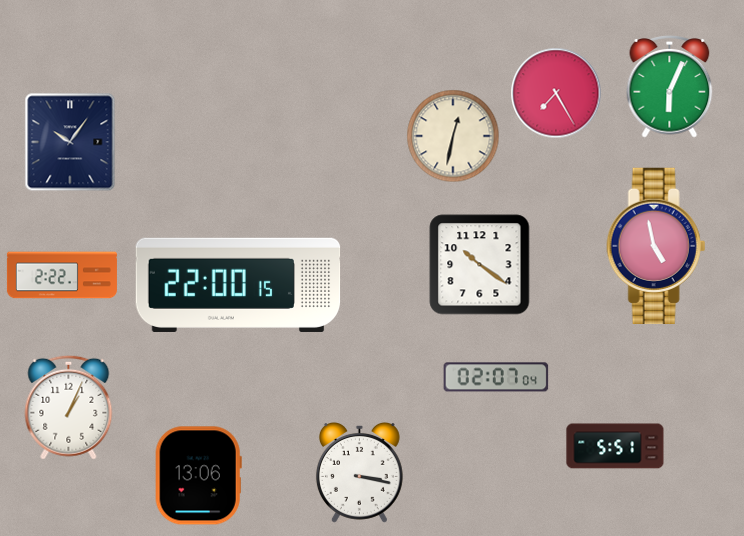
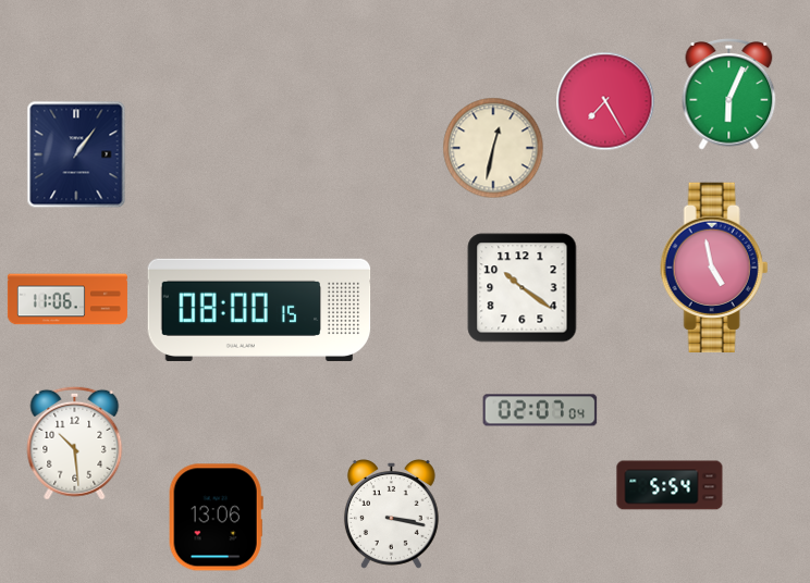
clock at (70, 142): 10:06 -> 1:06
clock at (62, 275): 2:22 -> 11:06
clock at (238, 285): 22:00 -> 08:00
clock at (69, 407): 1:04 -> 10:29
clock at (615, 446): 5:51 -> 5:54
